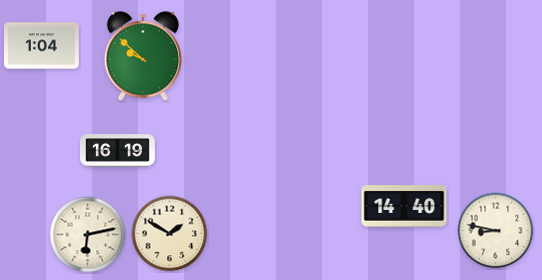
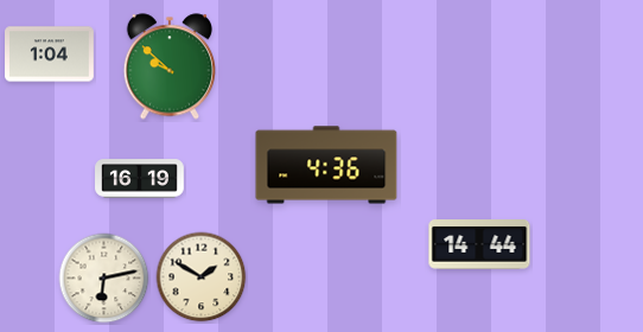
clock at (326, 165): none -> 4:36
clock at (404, 206): 14:40 -> 14:44
clock at (496, 231): 8:47 -> none
